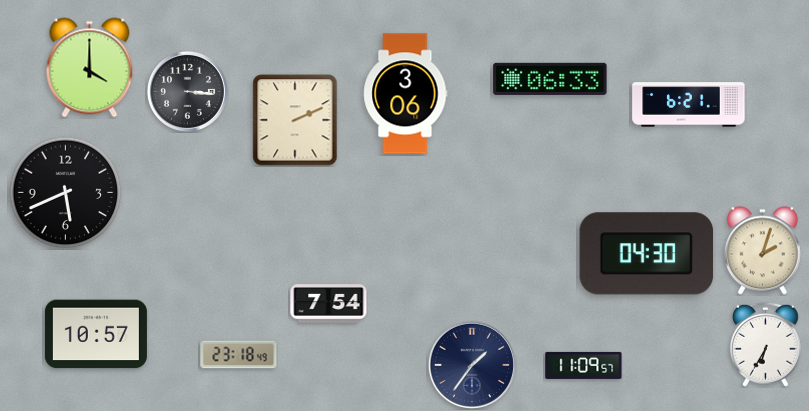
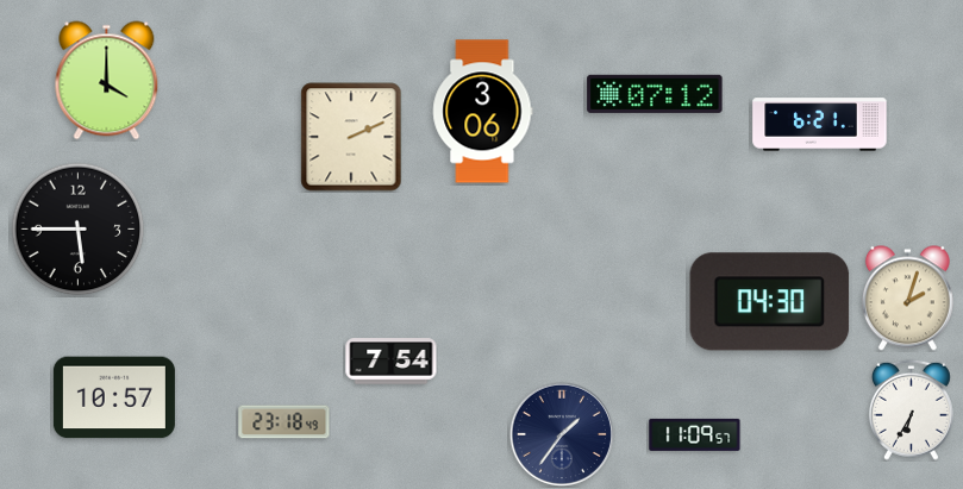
clock at (550, 79): 06:33 -> 07:12
clock at (187, 91): 3:16 -> none
clock at (295, 120) position: (295, 120) -> (351, 137)
clock at (66, 193): 5:41 -> 5:45
